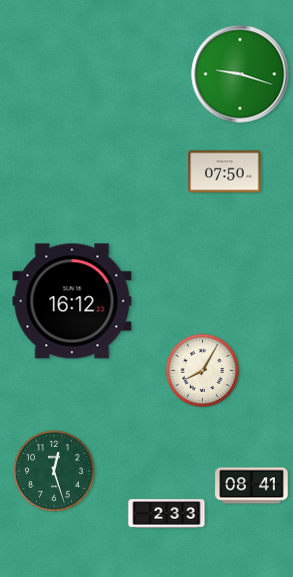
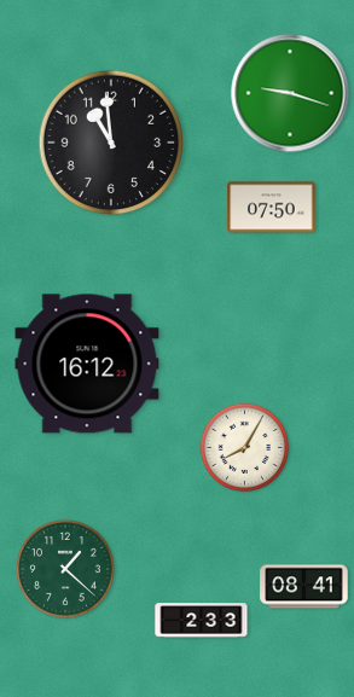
clock at (240, 74) position: (240, 74) -> (290, 93)
clock at (111, 143): none -> 10:59
clock at (55, 472): 12:27 -> 1:22
